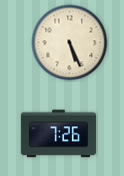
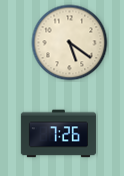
clock at (70, 43): 5:26 -> 5:21
